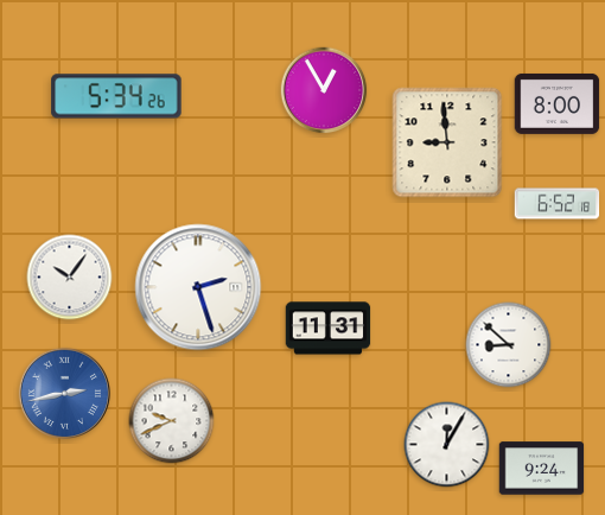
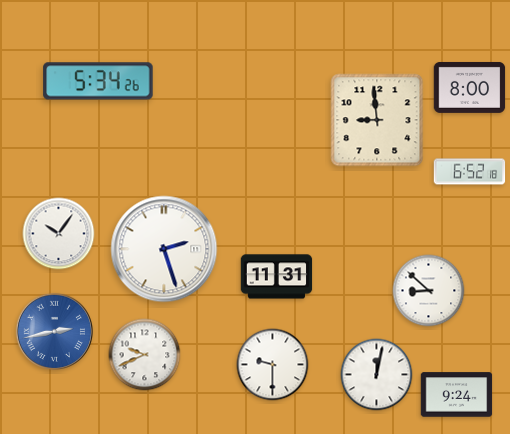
clock at (324, 90): 12:55 -> none
clock at (198, 287) position: (198, 287) -> (164, 249)
clock at (273, 365): none -> 9:30
clock at (447, 445): 12:05 -> 12:02
